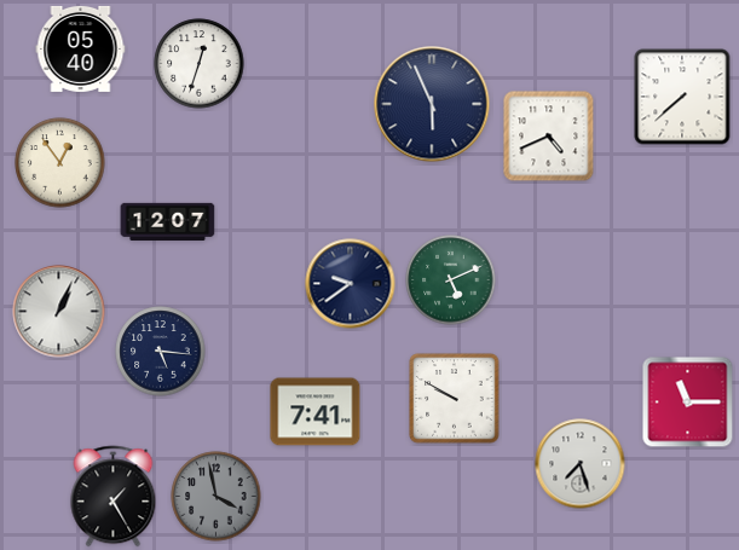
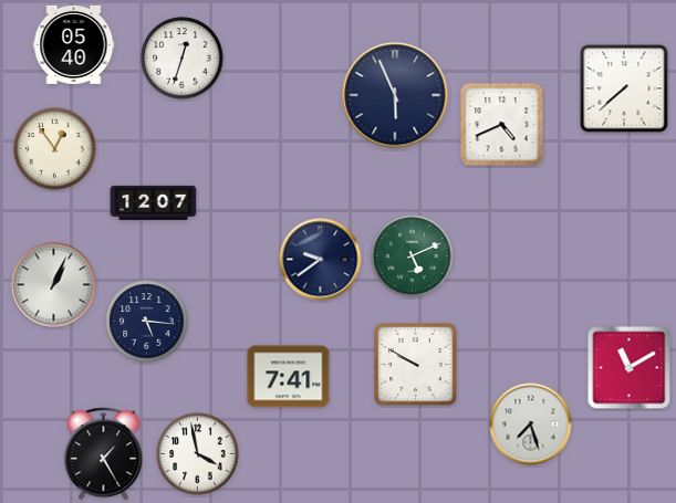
clock at (688, 403): 11:15 -> 11:10
clock at (216, 497) dial: grey -> white
